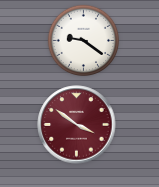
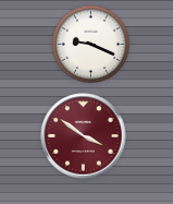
clock at (84, 41): 9:21 -> 9:19
